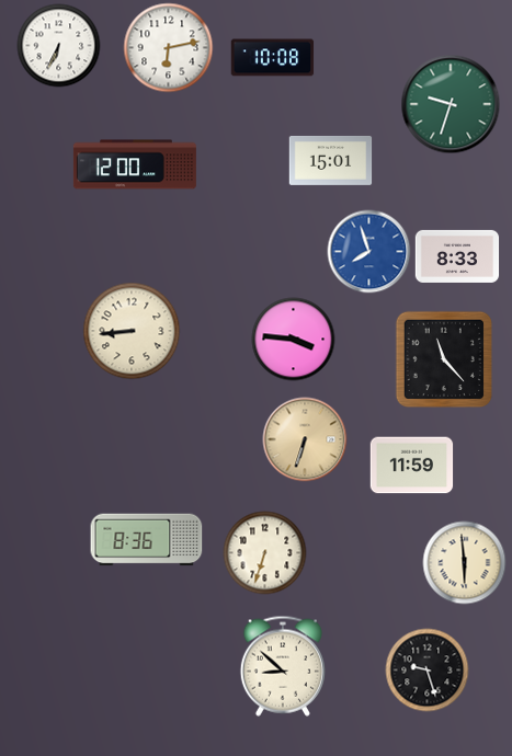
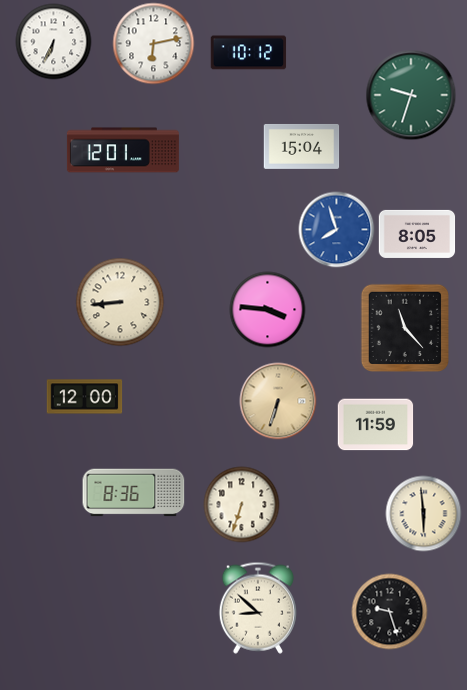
clock at (273, 58): 10:08 -> 10:12
clock at (331, 160): 15:01 -> 15:04
clock at (135, 164): 12:00 -> 12:01
clock at (457, 256): 8:33 -> 8:05
clock at (85, 397): none -> 12:00
